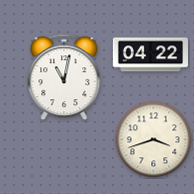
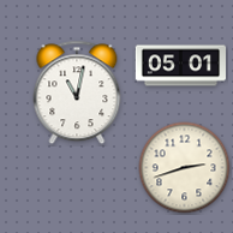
clock at (150, 55): 04:22 -> 05:01
clock at (154, 140): 3:42 -> 2:42
